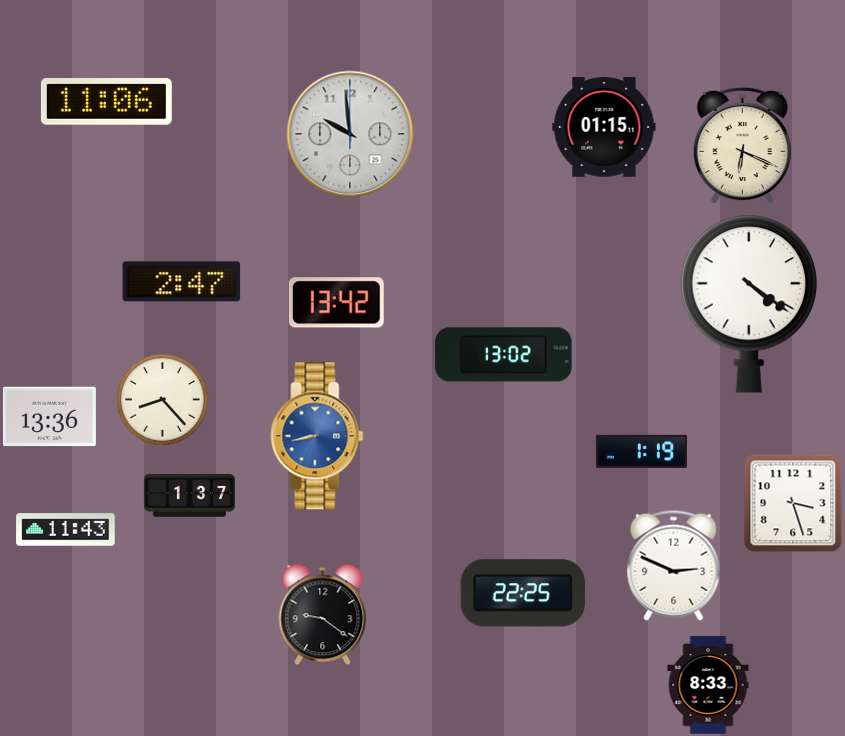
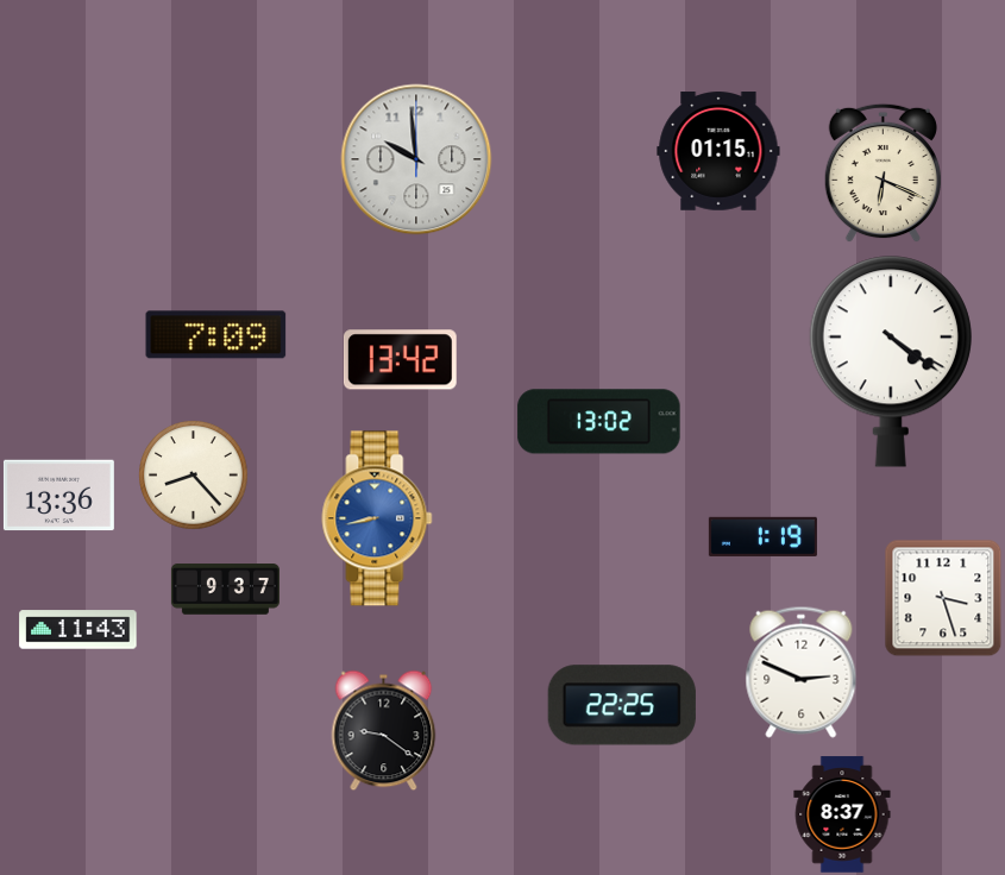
clock at (106, 102): 11:06 -> none
clock at (182, 282): 2:47 -> 7:09
clock at (189, 496): 1:37 -> 9:37
clock at (708, 685): 8:33 -> 8:37
